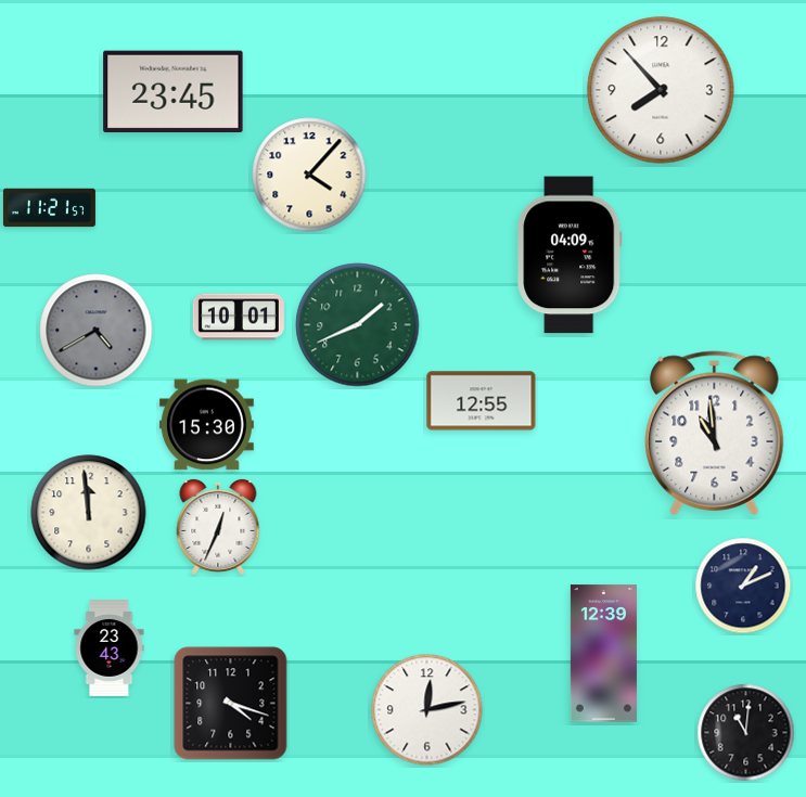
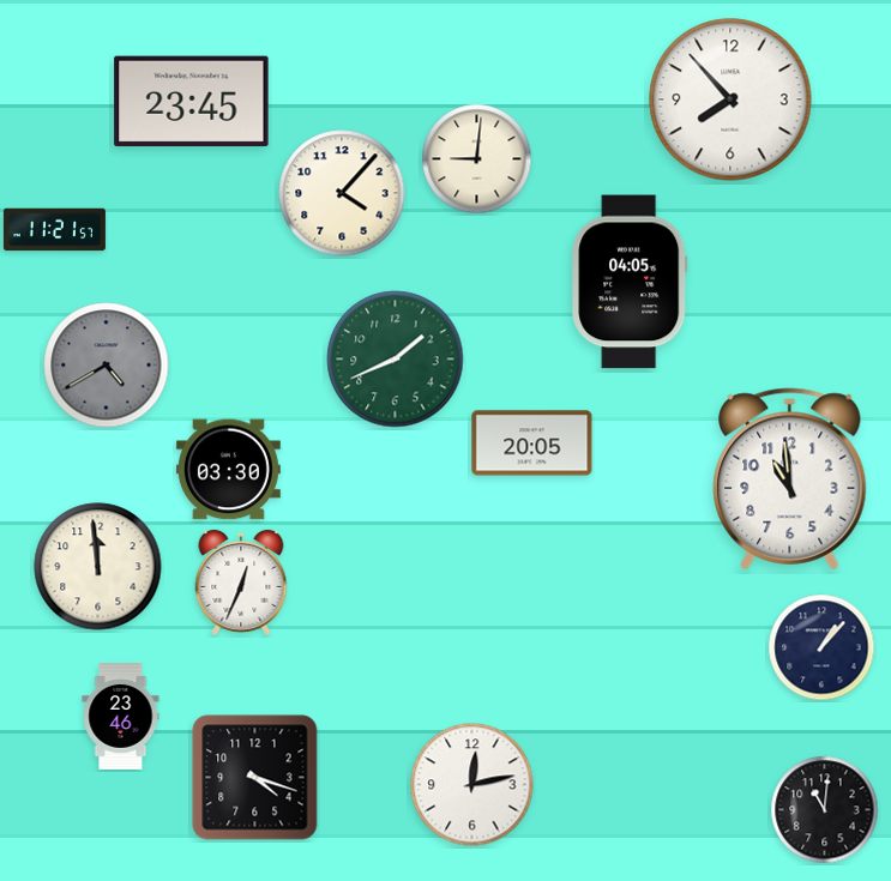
clock at (477, 159): none -> 9:01
clock at (570, 255): 04:09 -> 04:05
clock at (239, 317): 10:01 -> none
clock at (482, 401): 12:55 -> 20:05
clock at (206, 425): 15:30 -> 03:30
clock at (743, 586): 1:11 -> 1:07
clock at (110, 648): 23:43 -> 23:46
clock at (603, 654): 12:39 -> none
